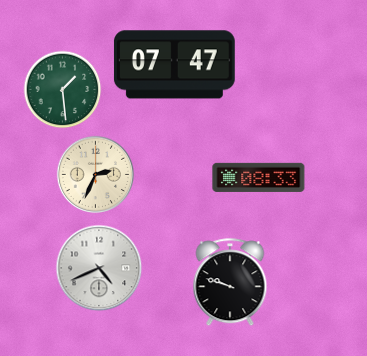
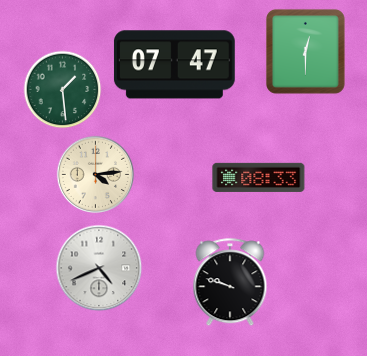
clock at (305, 51): none -> 12:30
clock at (95, 174): 2:34 -> 4:14
